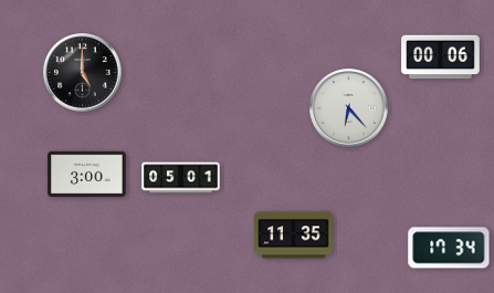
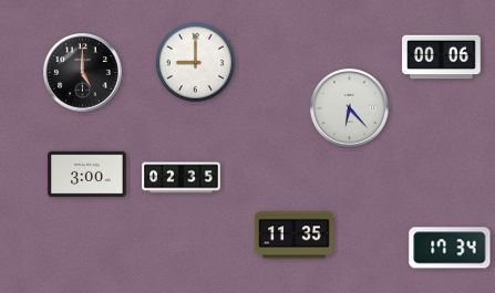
clock at (195, 62): none -> 9:00
clock at (181, 178): 05:01 -> 02:35
